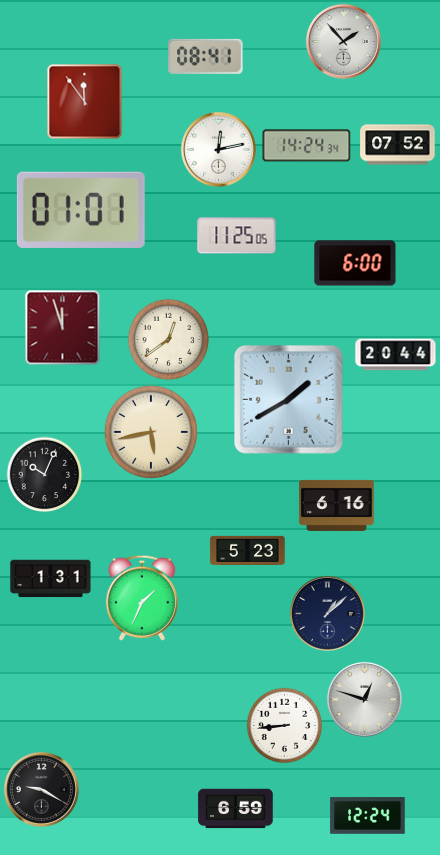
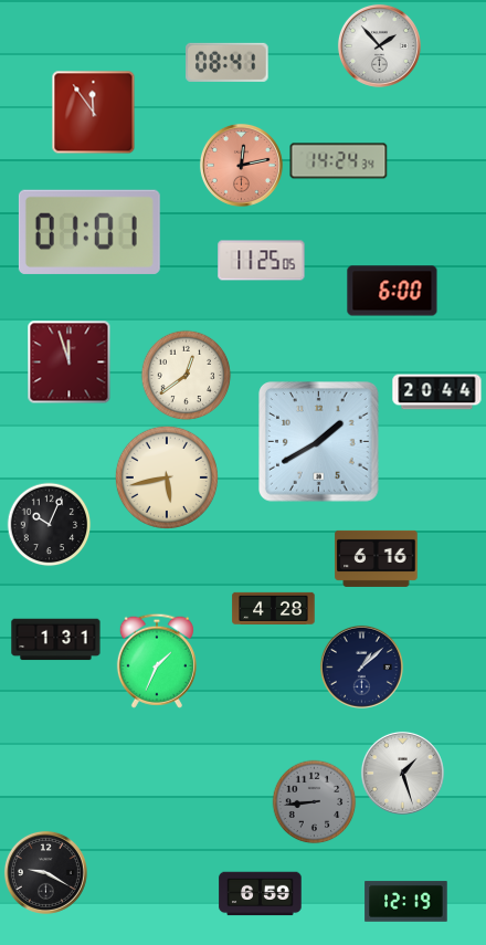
clock at (398, 145): 07:52 -> none
clock at (218, 149) dial: white -> salmon
clock at (337, 505) position: (337, 505) -> (377, 558)
clock at (248, 550): 5:23 -> 4:28
clock at (327, 613) position: (327, 613) -> (361, 666)
clock at (364, 699): 12:48 -> 1:27
clock at (285, 726) dial: white -> grey
clock at (368, 816): 12:24 -> 12:19
